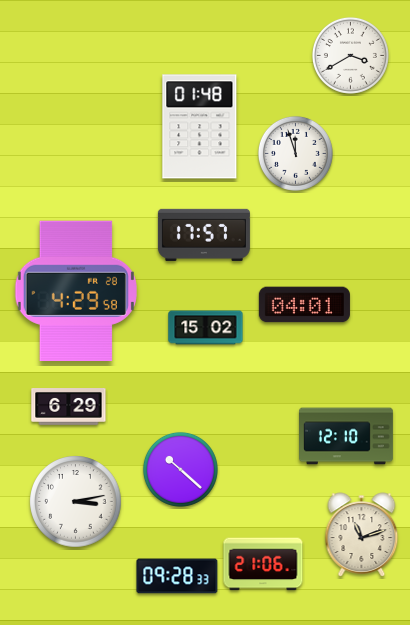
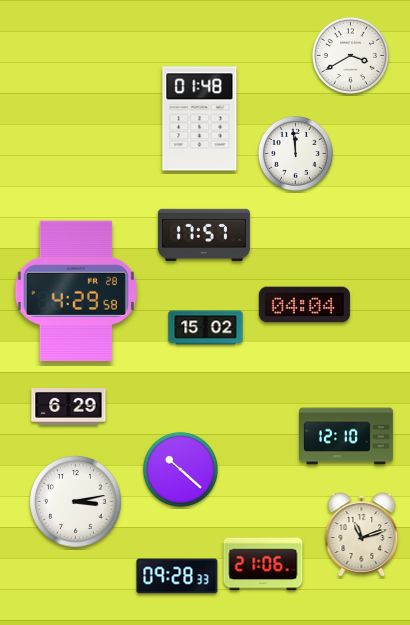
clock at (200, 127) position: (200, 127) -> (200, 119)
clock at (295, 153): 11:57 -> 11:59
clock at (304, 305): 04:01 -> 04:04
